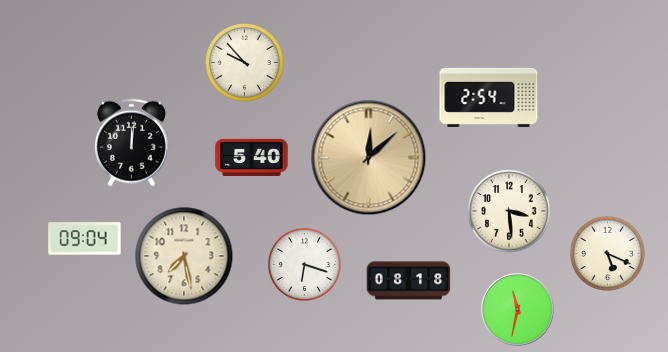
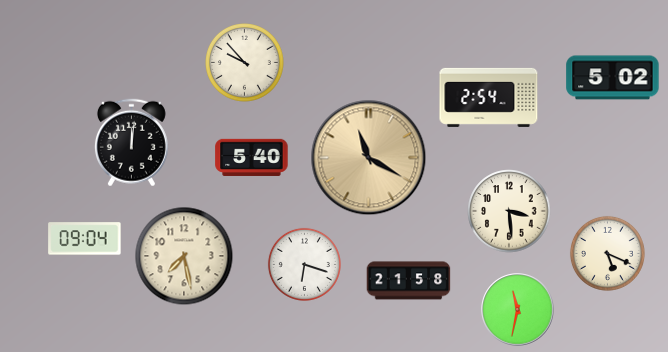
clock at (613, 78): none -> 5:02
clock at (369, 158): 12:08 -> 11:20
clock at (409, 281): 08:18 -> 21:58
